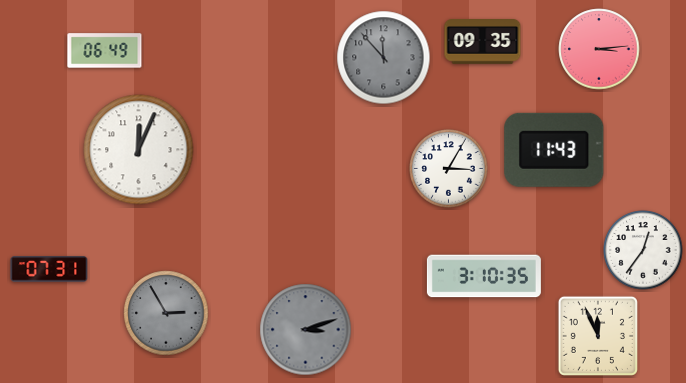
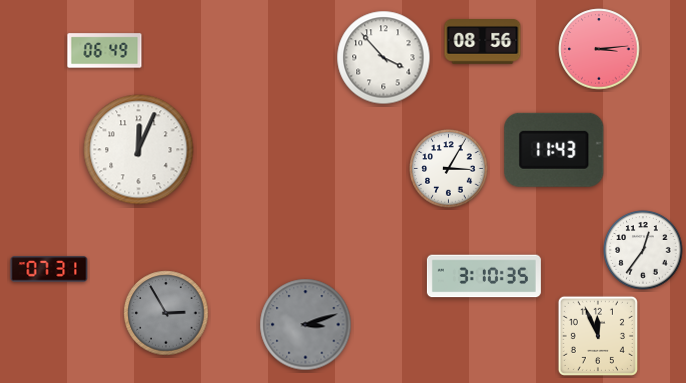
clock at (483, 42): 09:35 -> 08:56
clock at (384, 58): 11:53 -> 3:53
clock at (384, 58) dial: grey -> white
clock at (306, 330) position: (306, 330) -> (306, 325)
